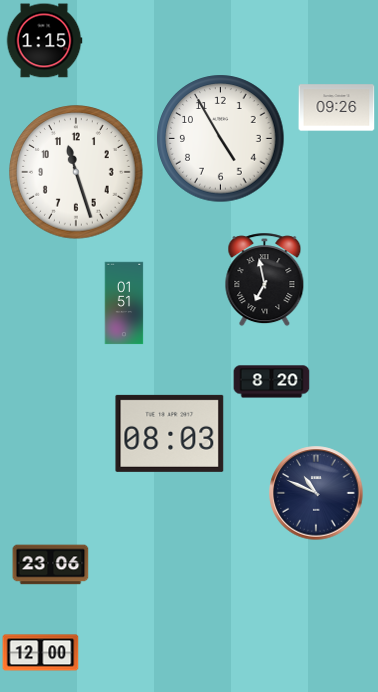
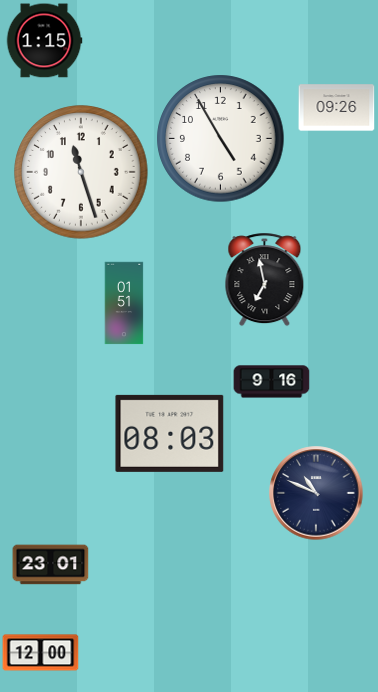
clock at (76, 172) position: (76, 172) -> (81, 172)
clock at (272, 382): 8:20 -> 9:16
clock at (51, 565): 23:06 -> 23:01
